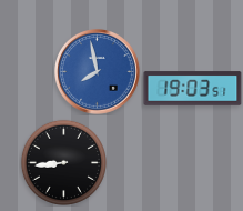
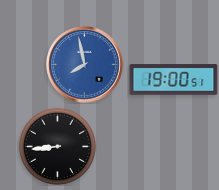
clock at (98, 72) position: (98, 72) -> (85, 65)
clock at (193, 89): 19:03 -> 19:00
